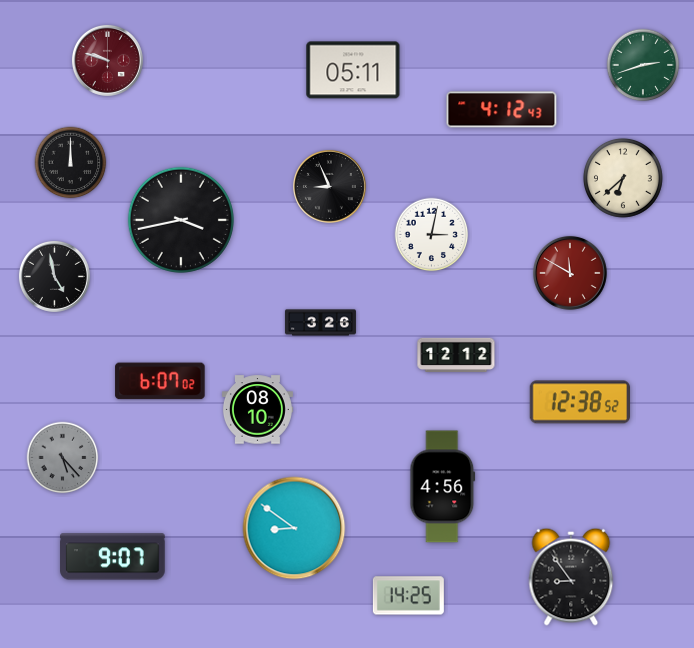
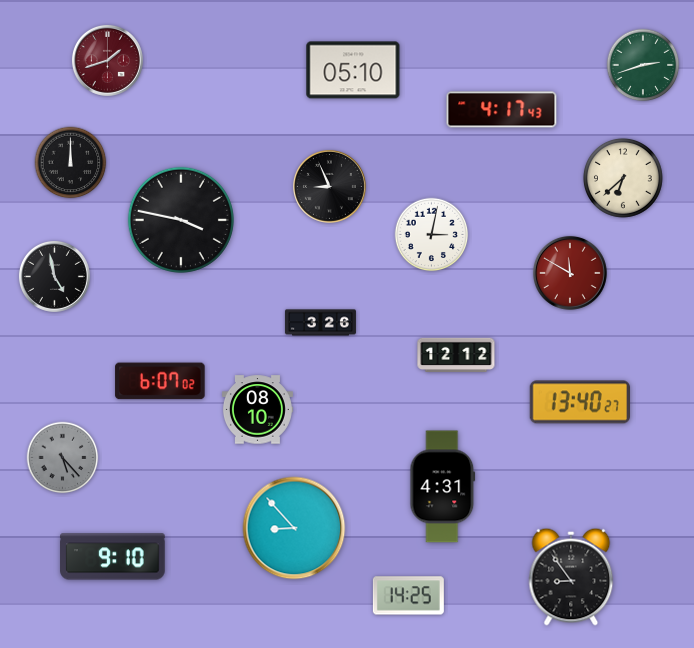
clock at (107, 60): 9:48 -> 1:42
clock at (353, 70): 05:11 -> 05:10
clock at (502, 110): 4:12 -> 4:17
clock at (181, 220): 3:43 -> 3:47
clock at (579, 402): 12:38 -> 13:40
clock at (443, 487): 4:56 -> 4:31
clock at (294, 528): 8:51 -> 8:53
clock at (113, 557): 9:07 -> 9:10
